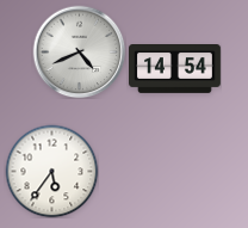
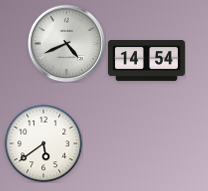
clock at (175, 69) position: (175, 69) -> (147, 61)
clock at (51, 171): 5:36 -> 5:39
